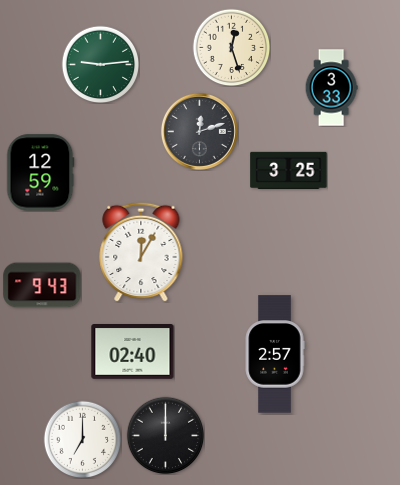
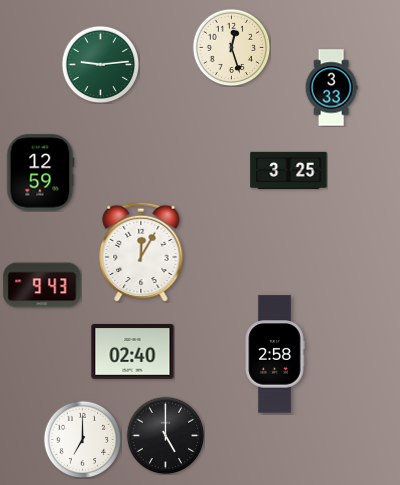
clock at (199, 131): 12:12 -> none
clock at (275, 354): 2:57 -> 2:58
clock at (165, 435): 12:00 -> 5:00
